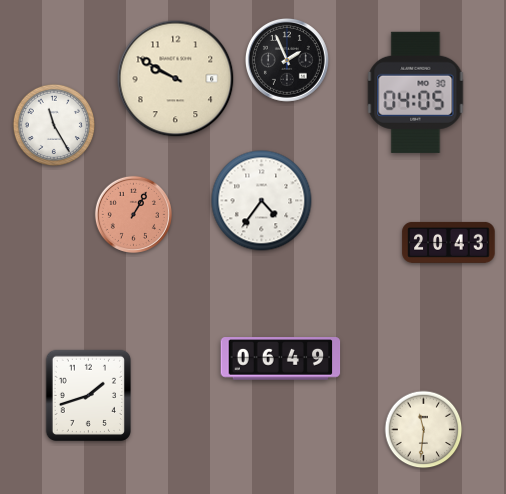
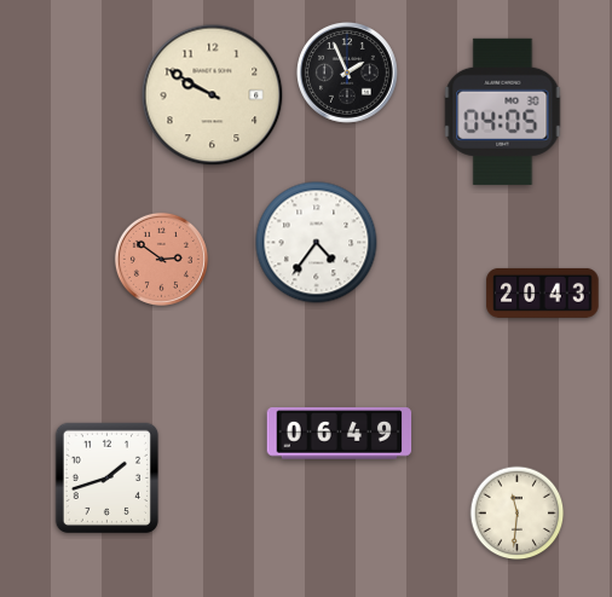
clock at (54, 125): 11:25 -> none
clock at (133, 214): 1:05 -> 2:51
clock at (424, 430) position: (424, 430) -> (518, 514)
